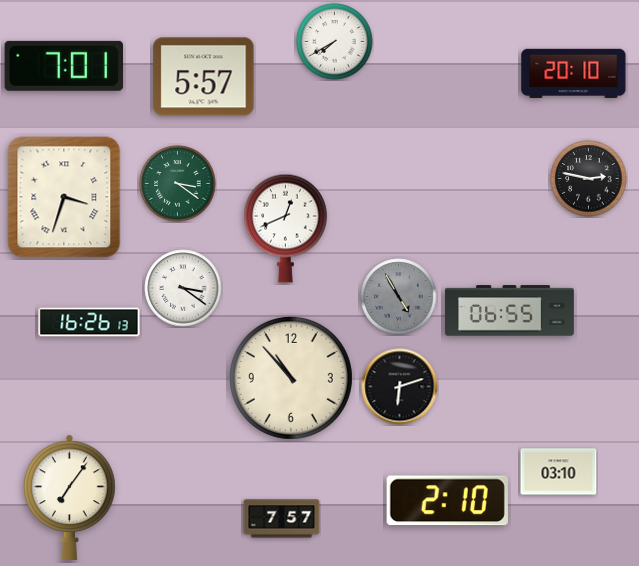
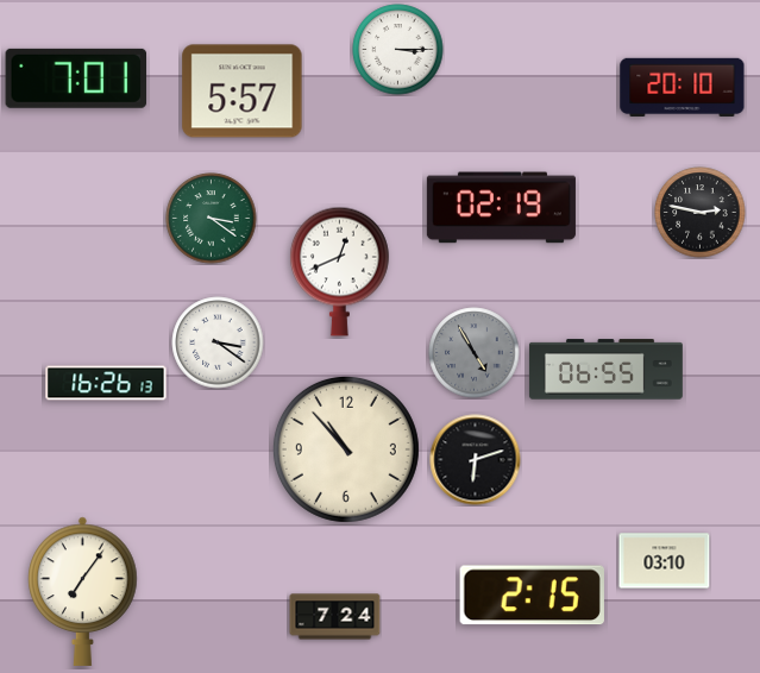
clock at (335, 42): 7:40 -> 3:15
clock at (501, 208): none -> 02:19
clock at (64, 197): 3:33 -> none
clock at (447, 501): 2:10 -> 2:15
clock at (282, 519): 7:57 -> 7:24
